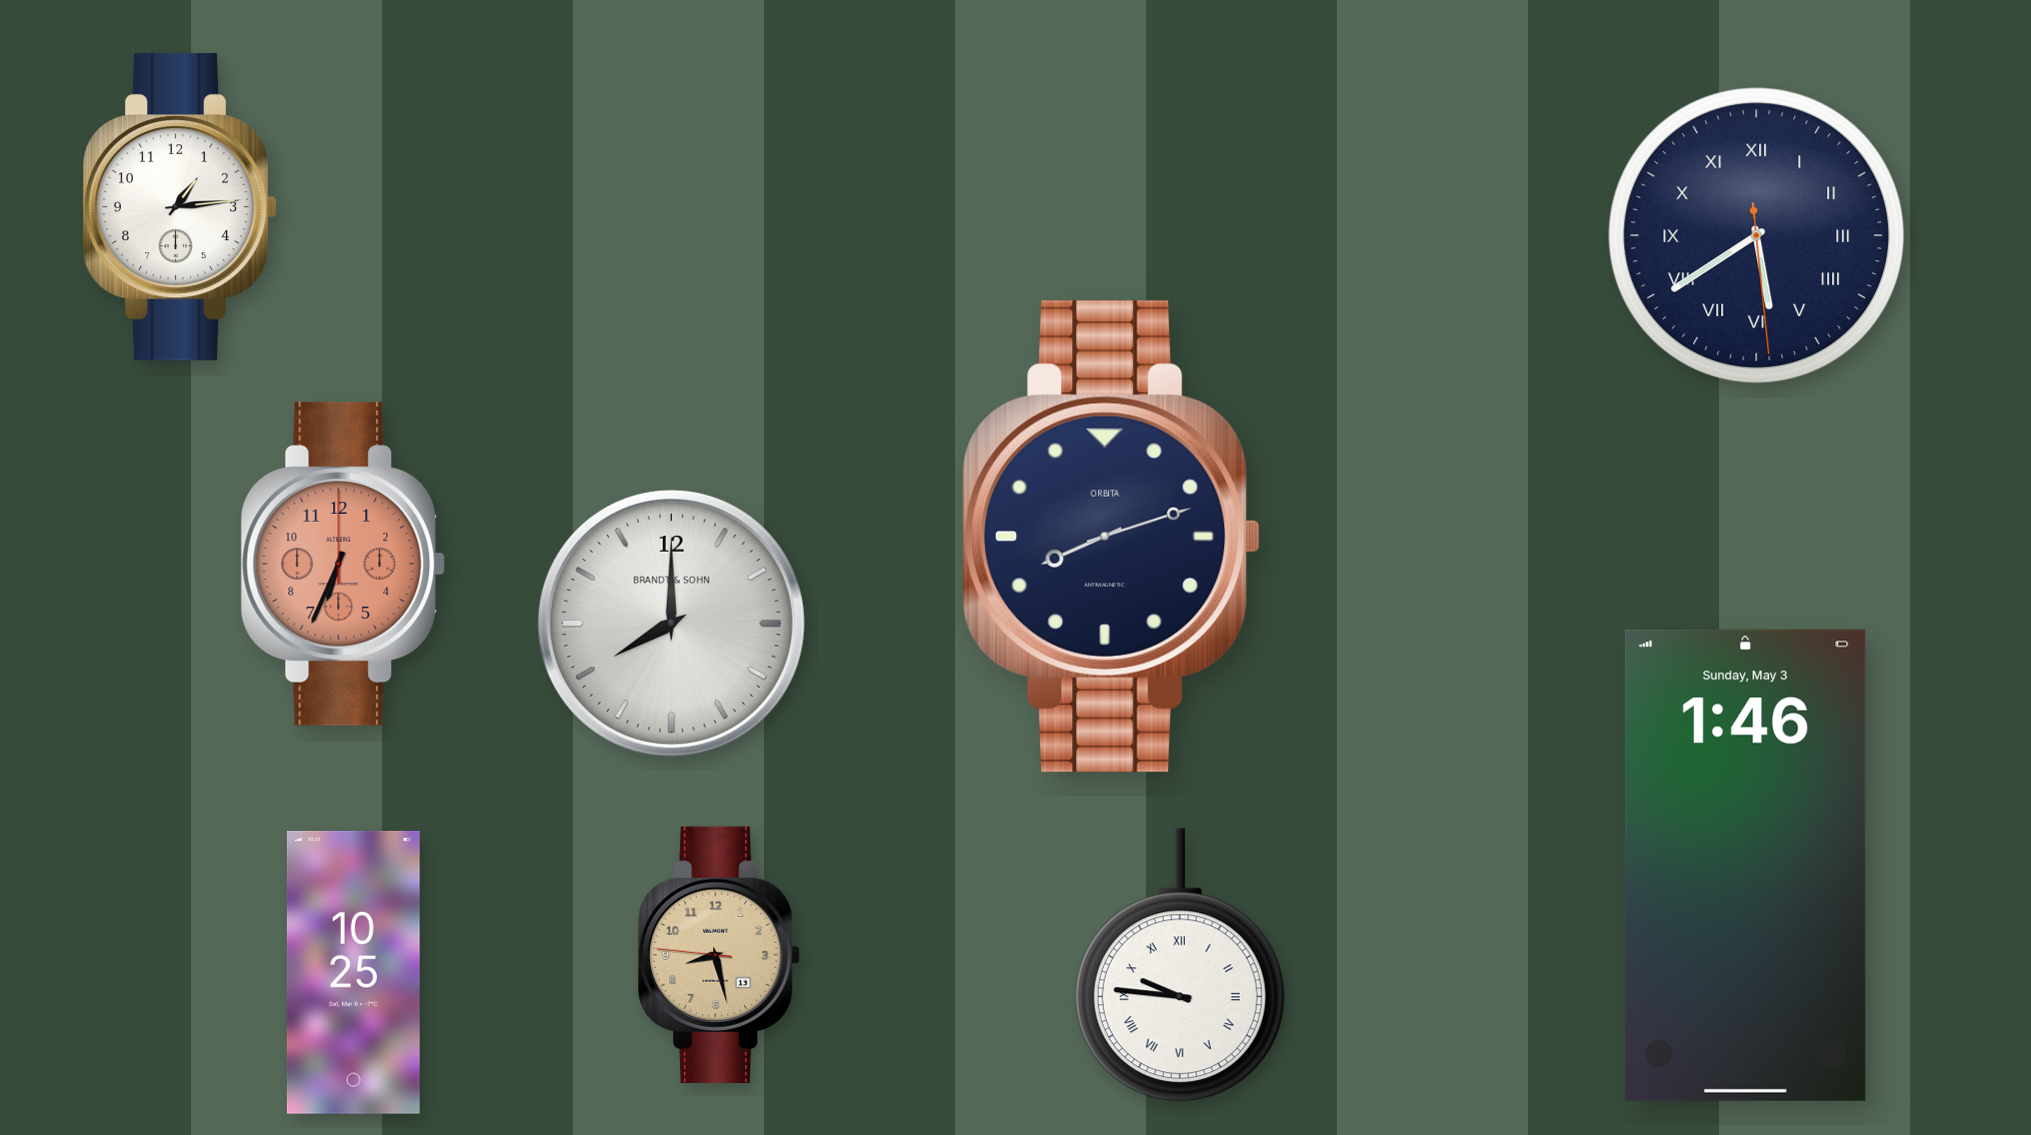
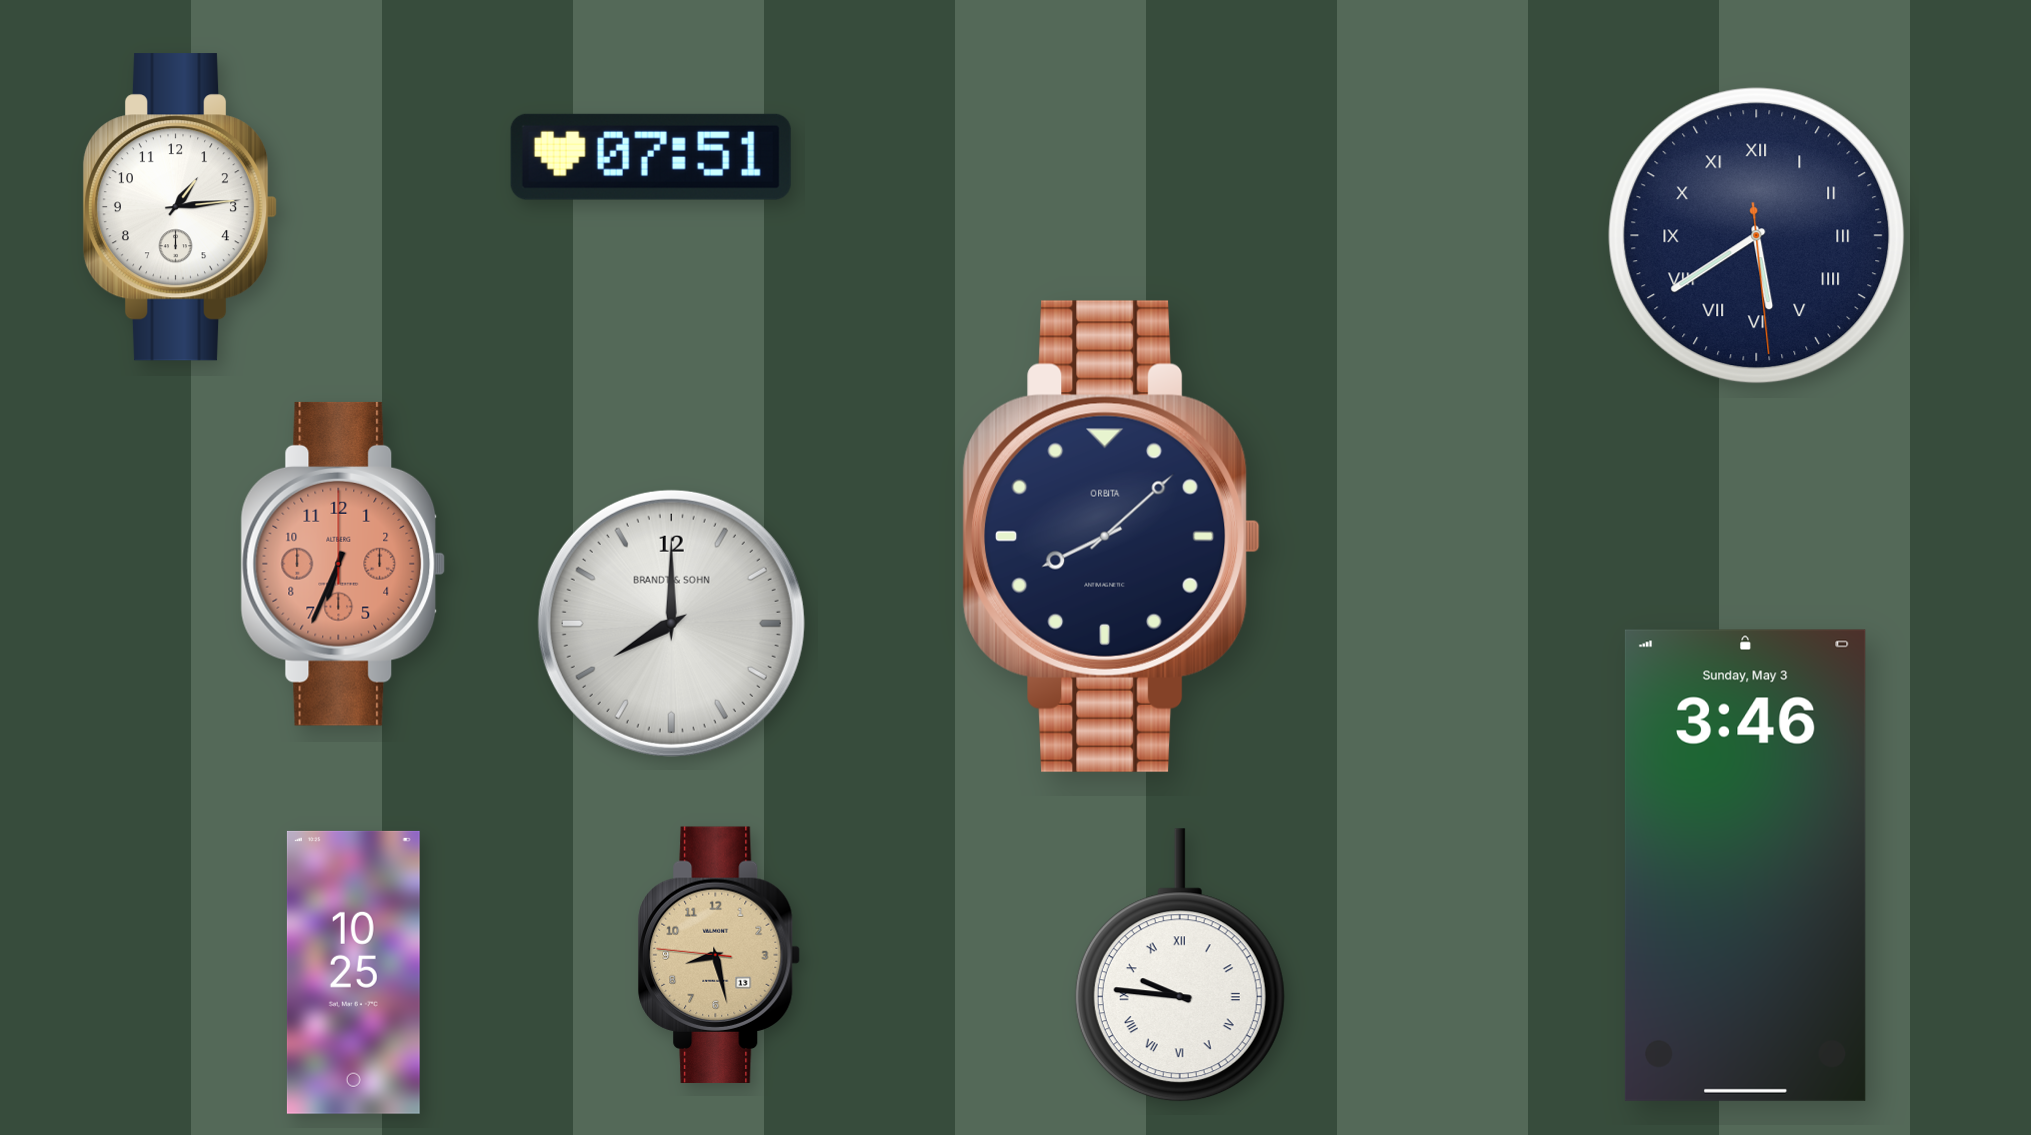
clock at (651, 157): none -> 07:51
clock at (1112, 536): 8:12 -> 8:08
clock at (1745, 865): 1:46 -> 3:46
